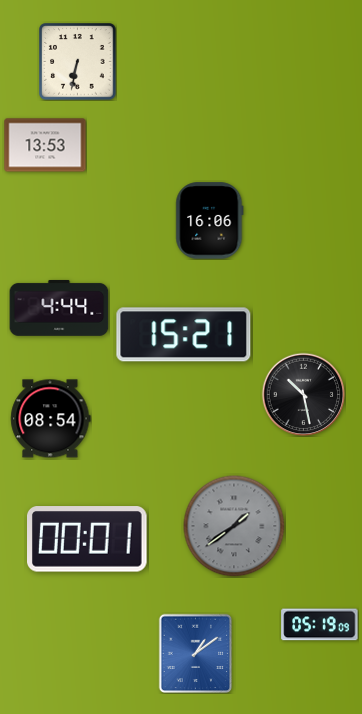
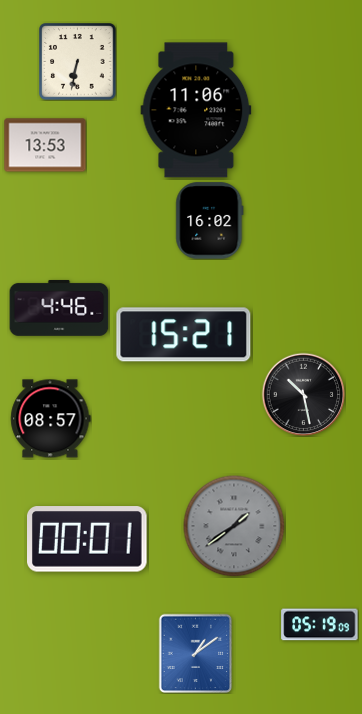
clock at (196, 110): none -> 11:06
clock at (210, 221): 16:06 -> 16:02
clock at (59, 308): 4:44 -> 4:46
clock at (51, 419): 08:54 -> 08:57
